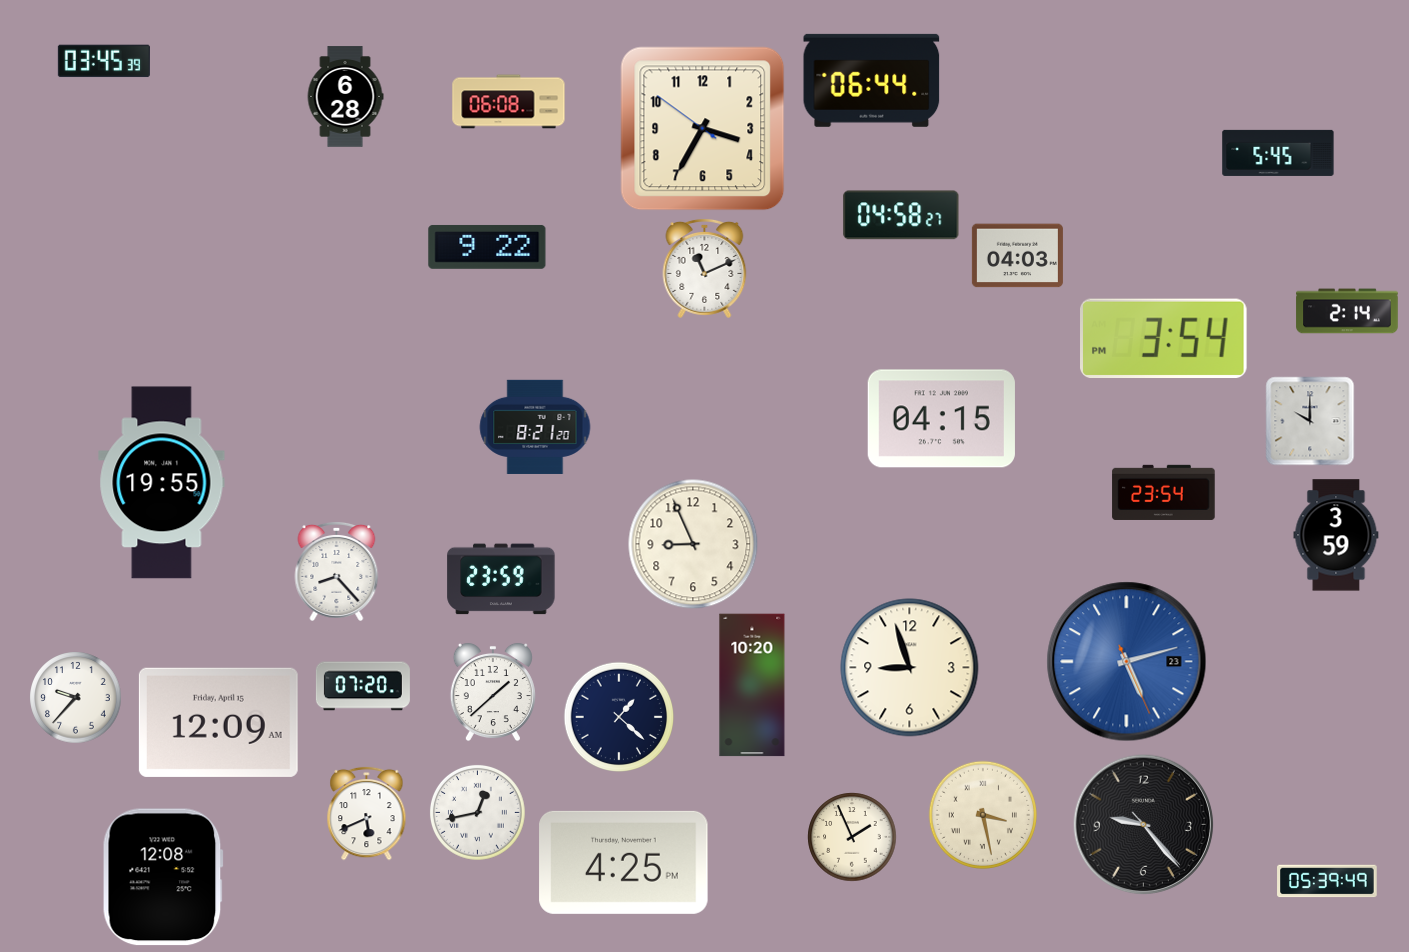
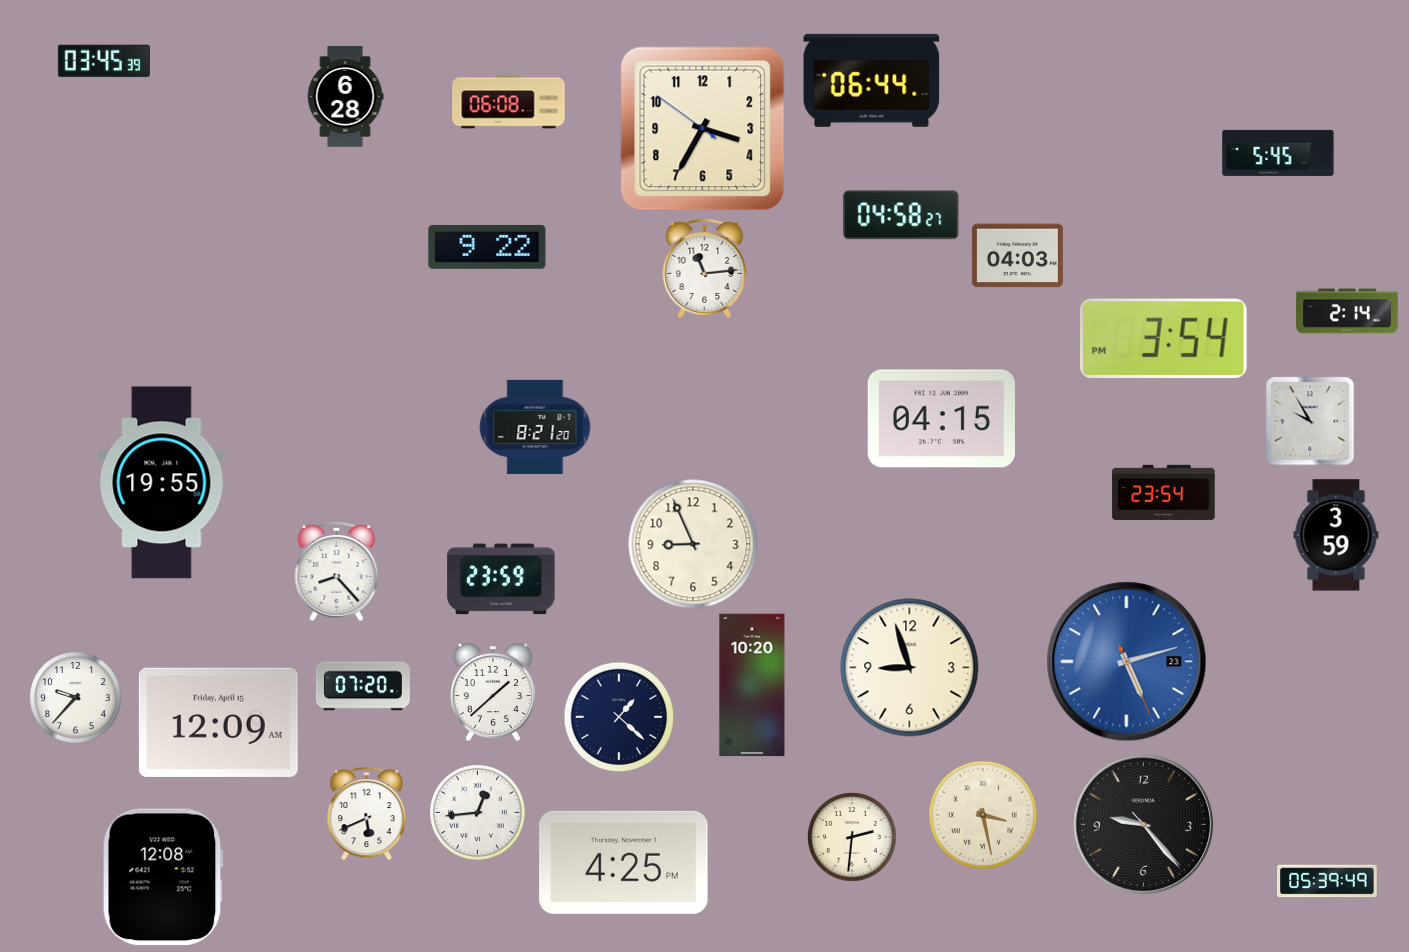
clock at (705, 269): 11:11 -> 11:14
clock at (1310, 421): 10:00 -> 9:55
clock at (478, 813): 12:43 -> 12:44
clock at (852, 837): 1:56 -> 2:31
